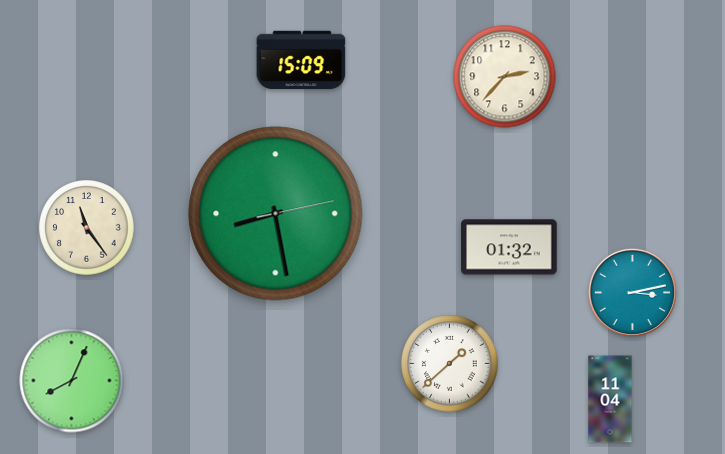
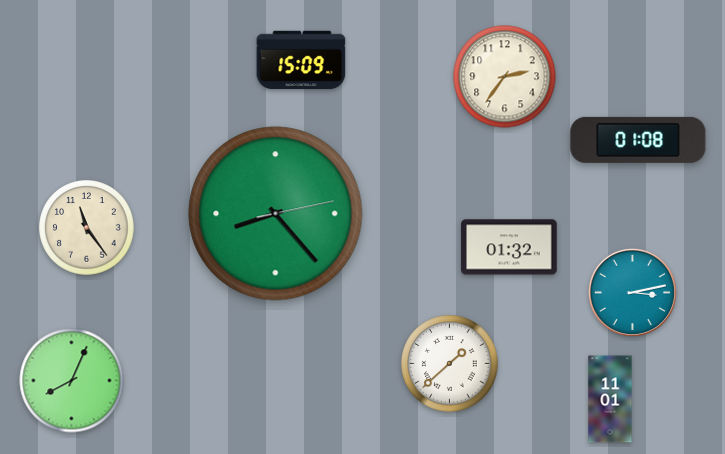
clock at (505, 77): 2:37 -> 2:36
clock at (638, 140): none -> 01:08
clock at (276, 214): 8:28 -> 8:23
clock at (610, 399): 11:04 -> 11:01
